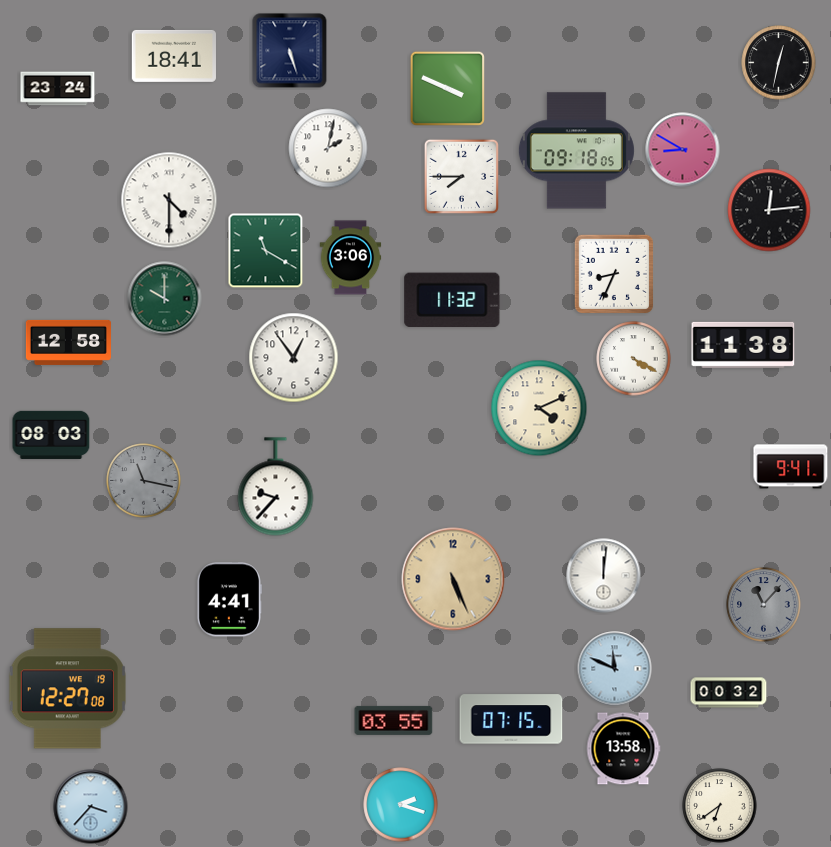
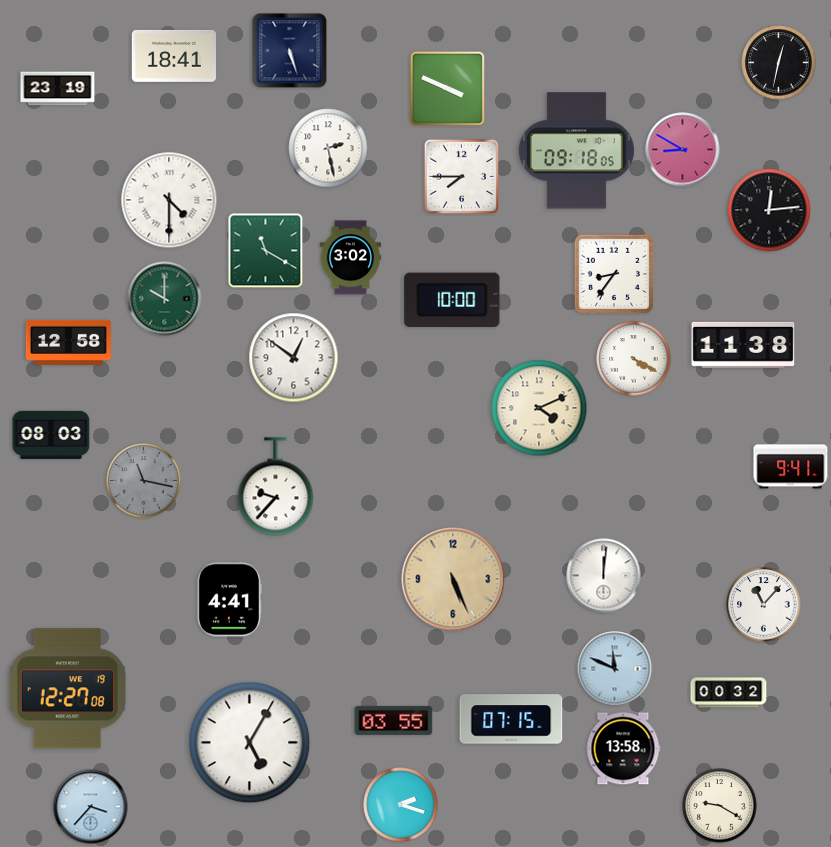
clock at (58, 89): 23:24 -> 23:19
clock at (328, 148): 2:02 -> 2:28
clock at (351, 258): 3:06 -> 3:02
clock at (613, 273): 8:34 -> 8:36
clock at (452, 299): 11:32 -> 10:00
clock at (294, 358): 12:54 -> 12:51
clock at (764, 605) dial: grey -> white
clock at (250, 743): none -> 5:05
clock at (720, 806): 6:39 -> 9:20
